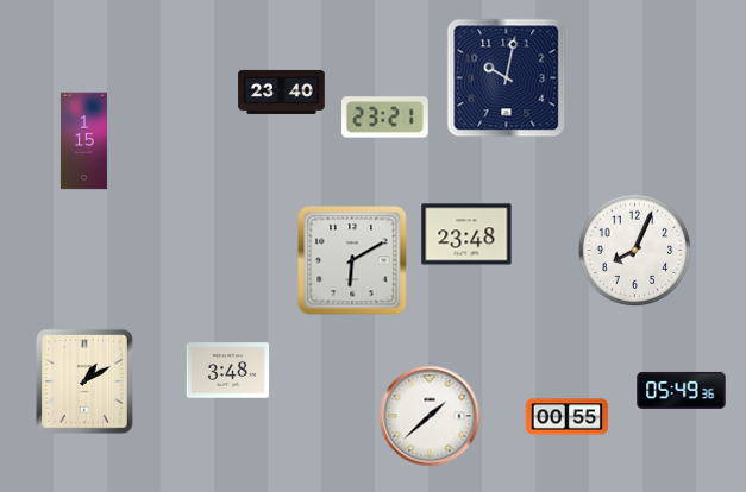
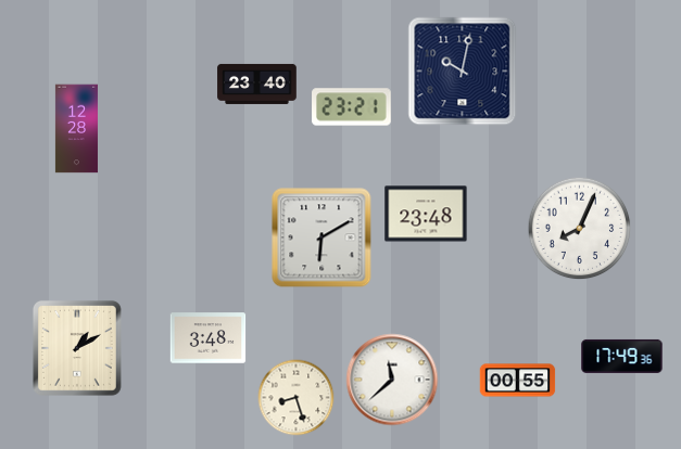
clock at (83, 141): 1:15 -> 12:28
clock at (682, 390): 05:49 -> 17:49
clock at (430, 416): 1:38 -> 11:38
clock at (297, 398): none -> 8:27
